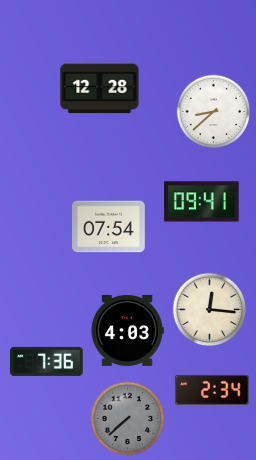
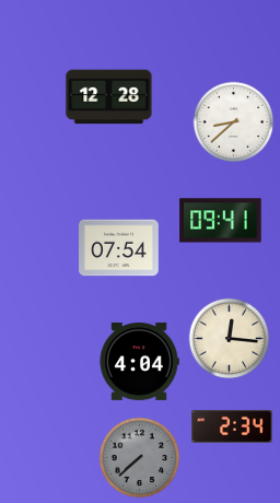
clock at (127, 330): 4:03 -> 4:04
clock at (47, 361): 7:36 -> none
